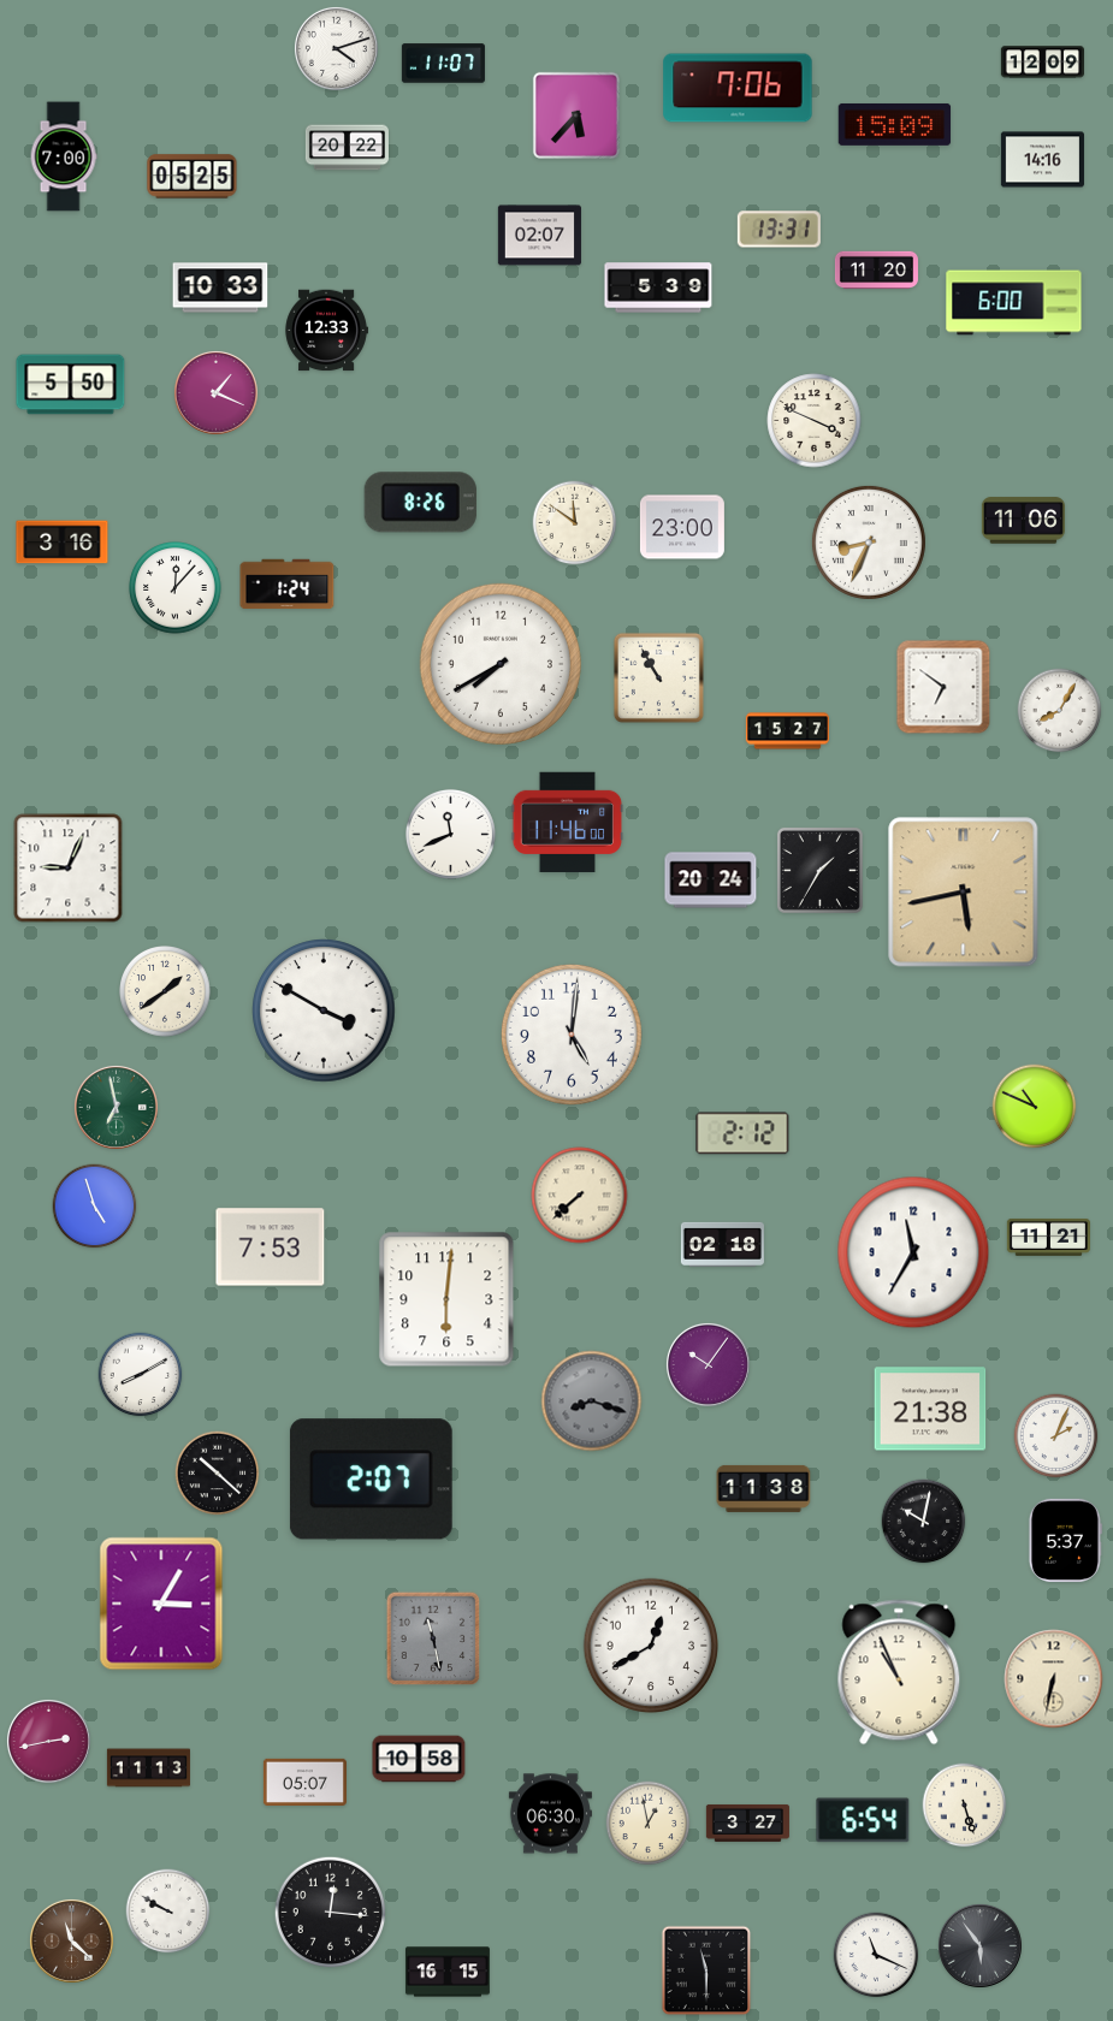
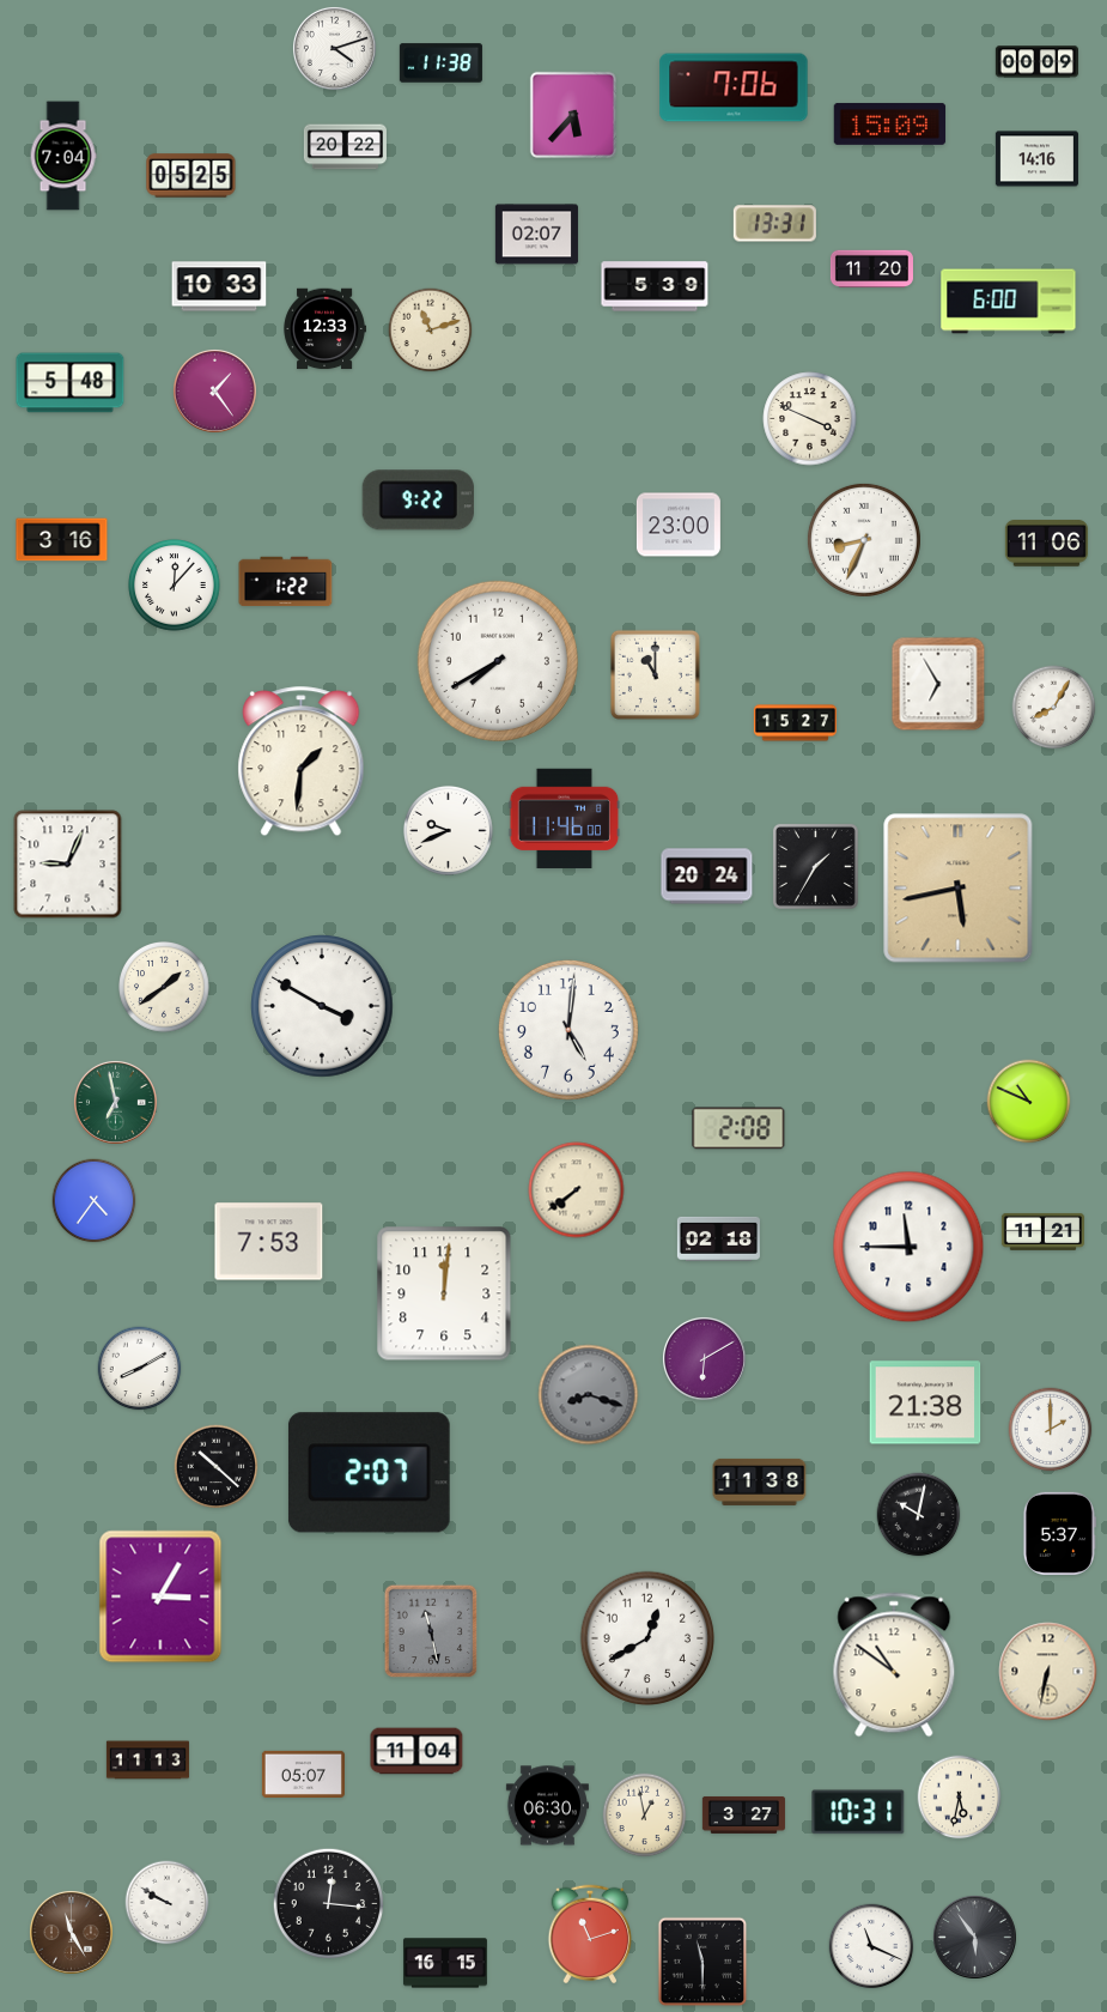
clock at (1042, 63): 12:09 -> 00:09
clock at (443, 64): 11:07 -> 11:38
clock at (64, 156): 7:00 -> 7:04
clock at (778, 230) position: (778, 230) -> (774, 224)
clock at (431, 331): none -> 11:12
clock at (71, 385): 5:50 -> 5:48
clock at (215, 392): 1:19 -> 1:24
clock at (420, 503): 8:26 -> 9:22
clock at (1023, 521) position: (1023, 521) -> (1046, 544)
clock at (575, 523): 11:51 -> none
clock at (288, 585): 1:24 -> 1:22
clock at (658, 677): 10:55 -> 11:00
clock at (943, 687): 6:51 -> 6:55
clock at (787, 731) position: (787, 731) -> (795, 723)
clock at (302, 762): none -> 1:31
clock at (450, 834): 11:41 -> 9:41
clock at (742, 1133): 2:12 -> 2:08
clock at (580, 1196): 7:38 -> 7:39
clock at (95, 1207): 4:57 -> 4:36
clock at (913, 1252): 11:35 -> 11:45
clock at (446, 1299): 6:01 -> 12:01
clock at (708, 1364): 10:06 -> 6:10
clock at (1056, 1436): 2:04 -> 2:00
clock at (899, 1672): 10:56 -> 10:51
clock at (48, 1741): 2:43 -> none
clock at (419, 1759): 10:58 -> 11:04
clock at (965, 1806): 5:27 -> 5:32
clock at (863, 1820): 6:54 -> 10:31
clock at (71, 1940): 11:22 -> 11:25
clock at (590, 1934): none -> 11:12
